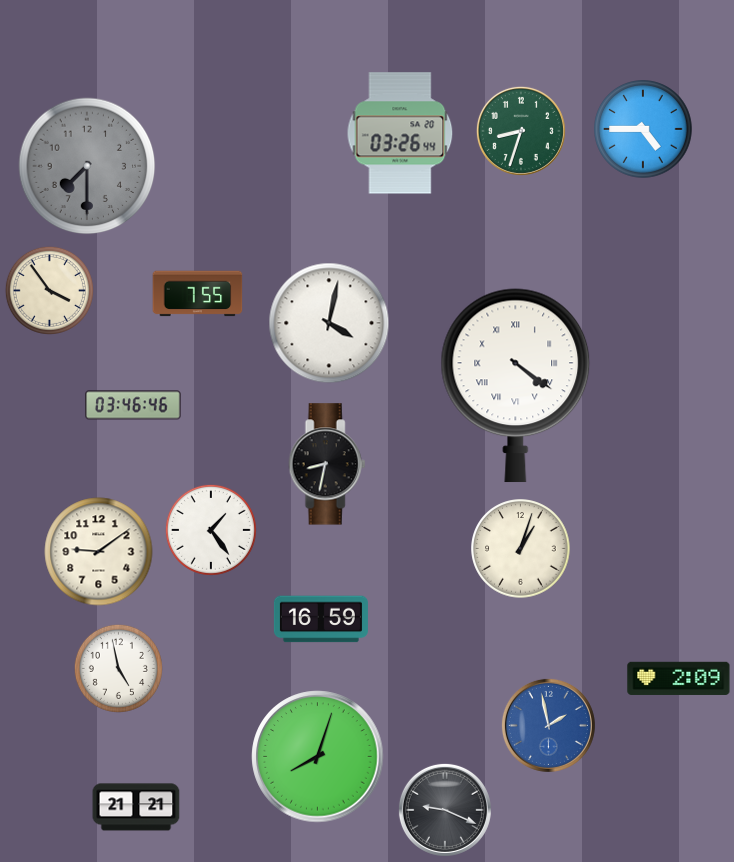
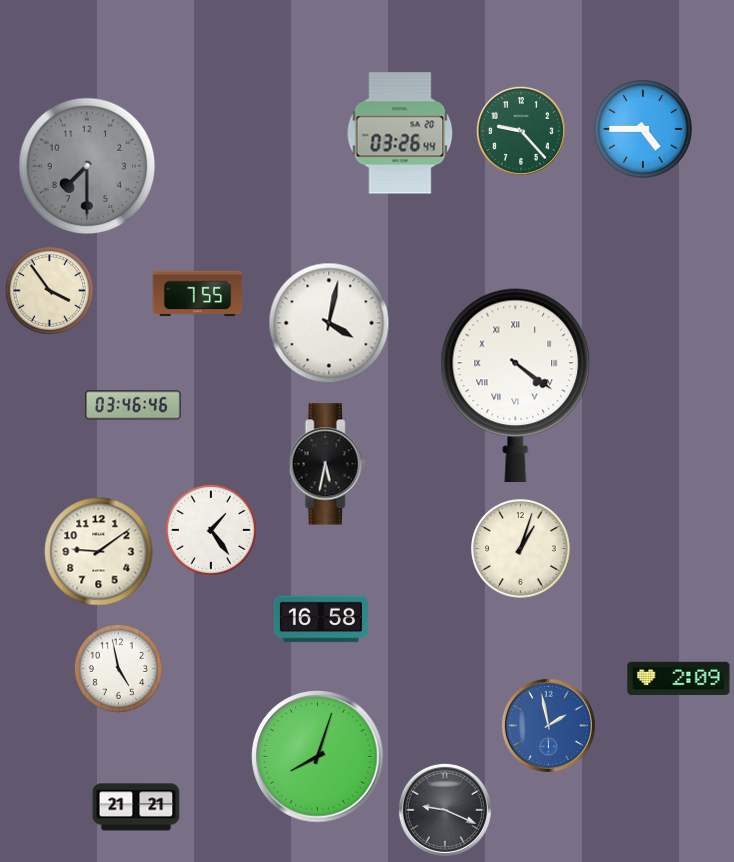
clock at (521, 131): 8:33 -> 9:23
clock at (327, 464): 8:32 -> 5:32
clock at (321, 619): 16:59 -> 16:58
